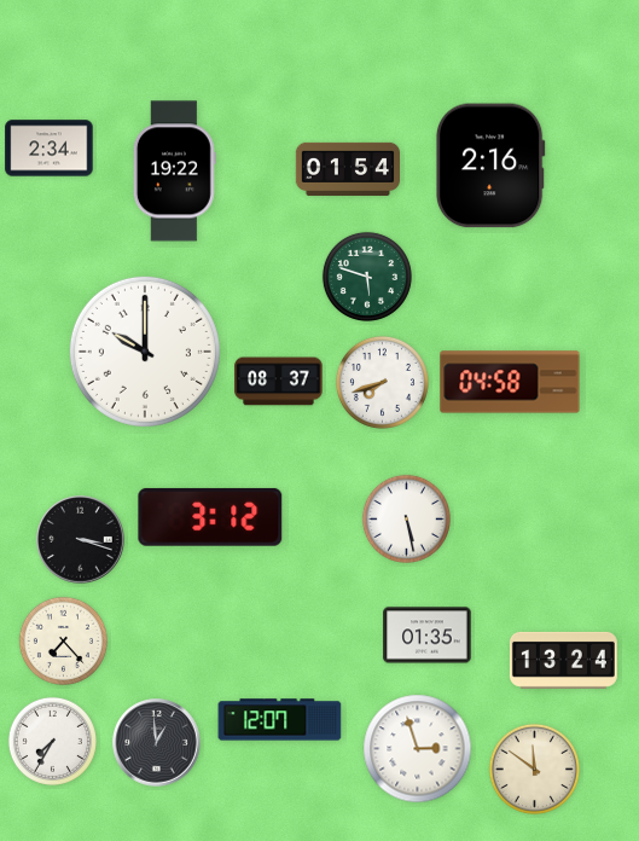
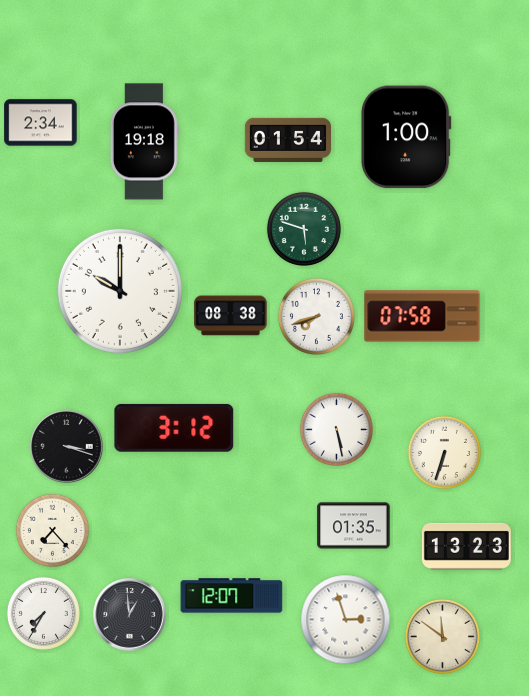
clock at (490, 166): 2:16 -> 1:00
clock at (174, 172): 19:22 -> 19:18
clock at (279, 382): 08:37 -> 08:38
clock at (510, 382): 04:58 -> 07:58
clock at (444, 452): none -> 6:33
clock at (563, 660): 13:24 -> 13:23
